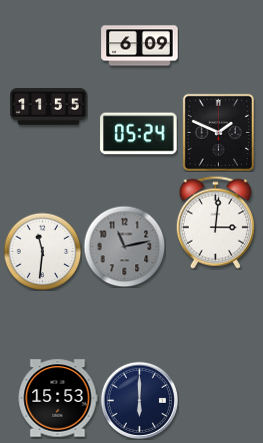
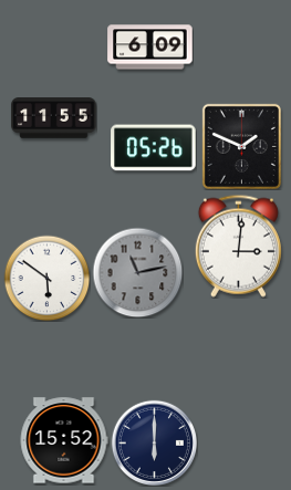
clock at (140, 46) position: (140, 46) -> (150, 48)
clock at (139, 134): 05:24 -> 05:26
clock at (42, 251): 11:31 -> 5:51
clock at (58, 398): 15:53 -> 15:52
